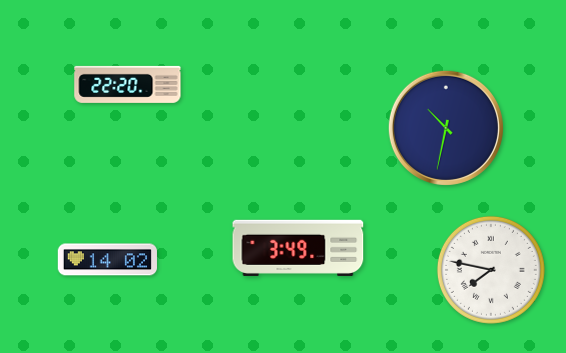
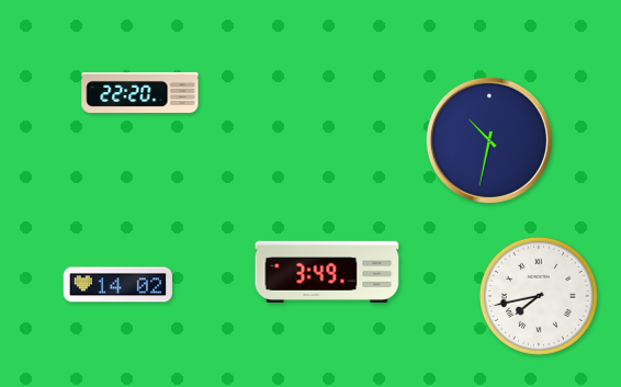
clock at (491, 270): 7:47 -> 7:43
